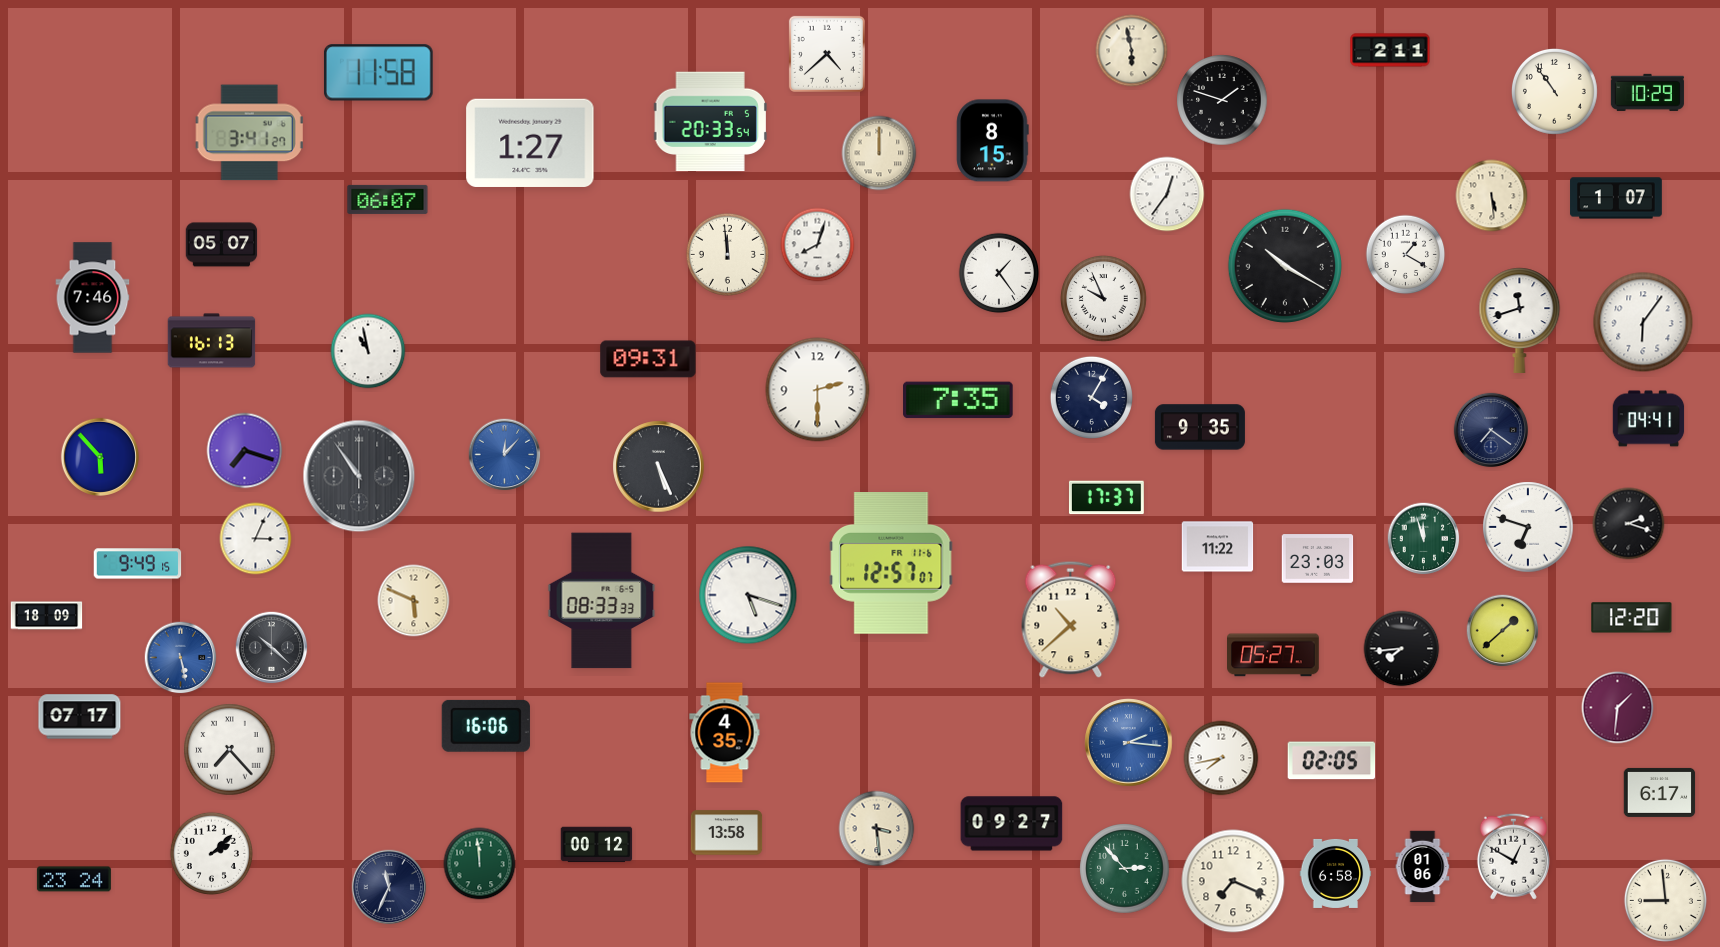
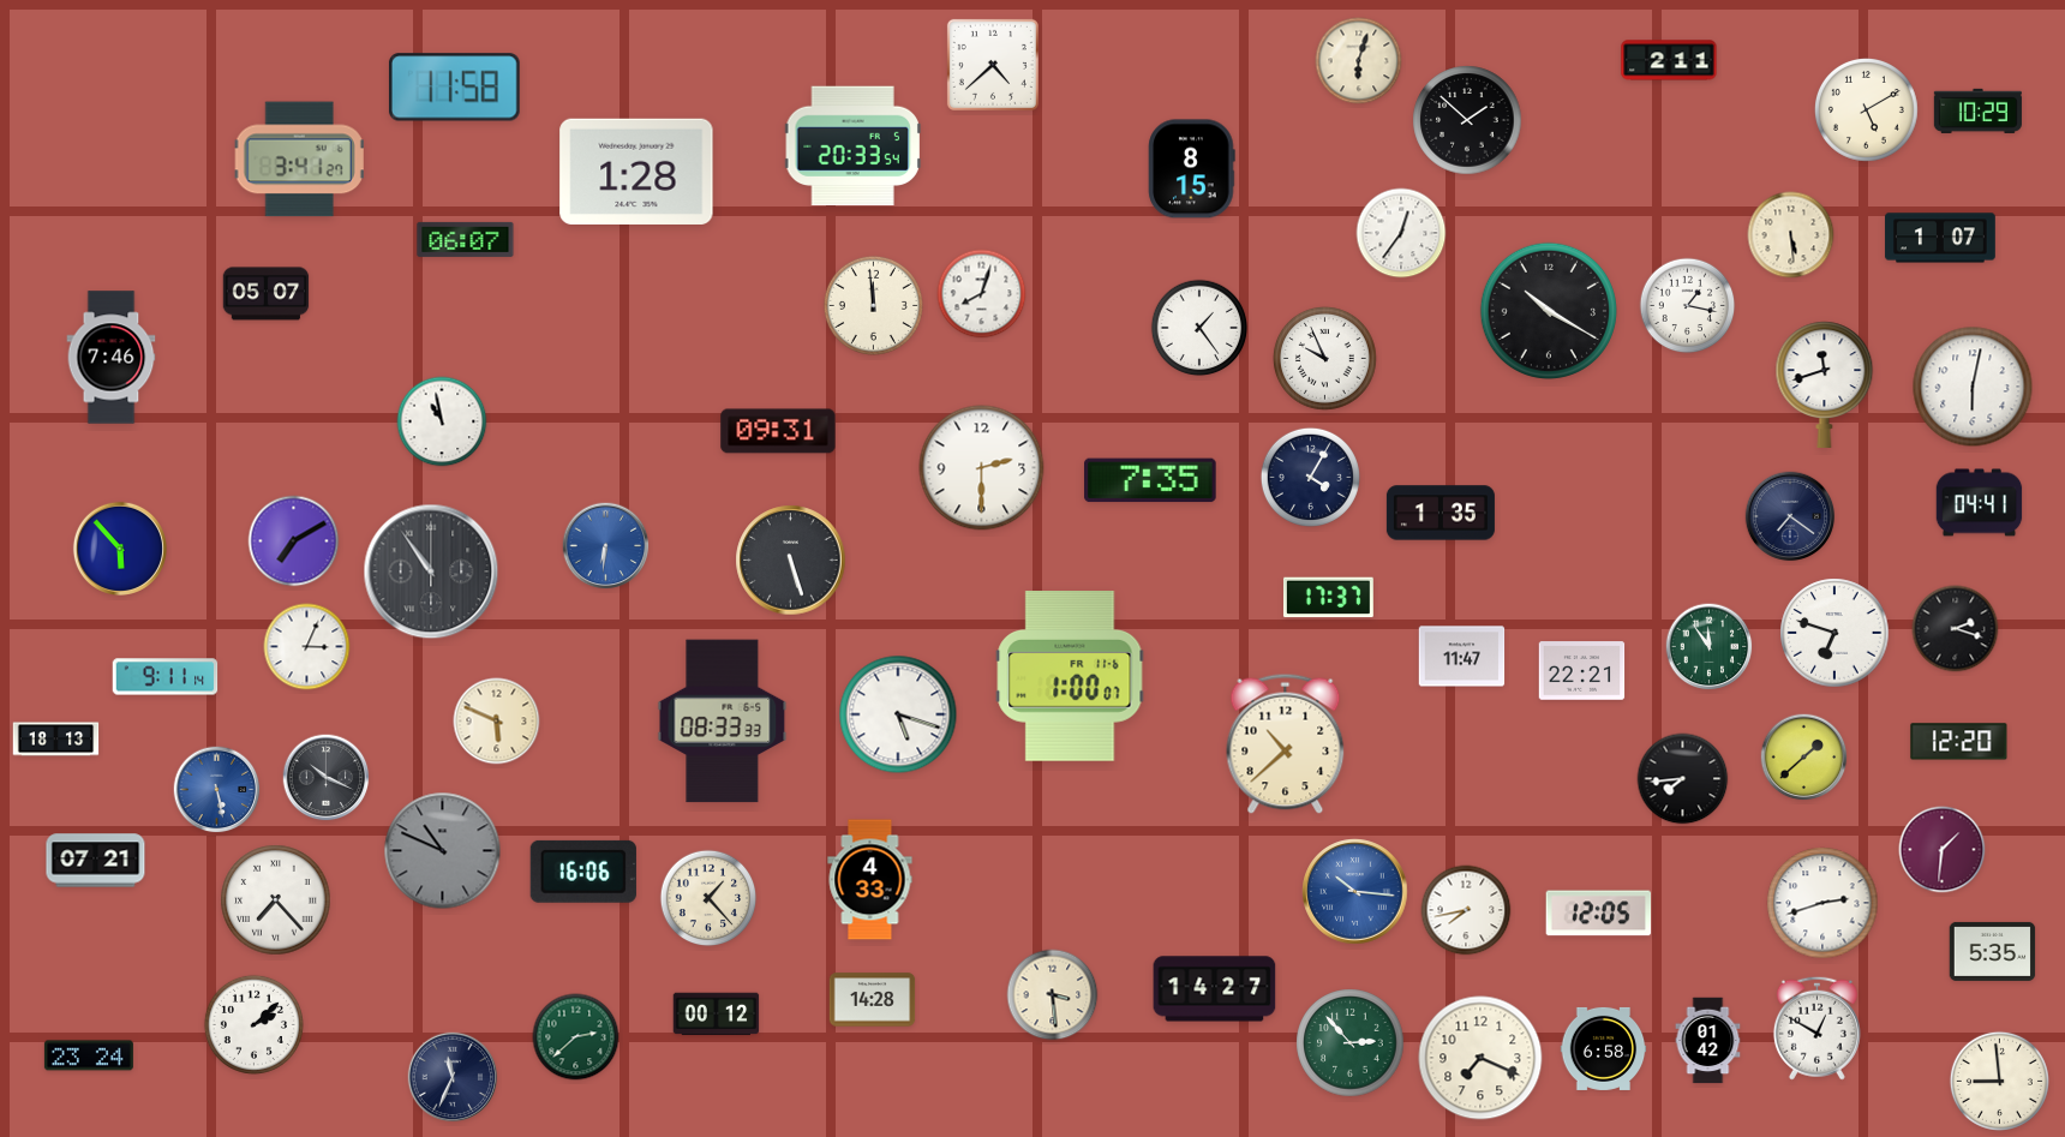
clock at (1132, 51): 5:58 -> 6:03
clock at (1554, 91): 10:54 -> 5:10
clock at (1222, 100): 1:48 -> 1:52
clock at (530, 143): 1:27 -> 1:28
clock at (879, 153): 12:00 -> none
clock at (1406, 255): 1:20 -> 1:17
clock at (1284, 265) position: (1284, 265) -> (1548, 310)
clock at (1643, 322): 6:06 -> 6:02
clock at (212, 341): 16:13 -> none
clock at (1200, 427): 9:35 -> 1:35
clock at (245, 451): 7:18 -> 7:10
clock at (505, 455): 12:07 -> 6:31
clock at (659, 467): 5:26 -> 5:27
clock at (1424, 539): 11:57 -> 11:54
clock at (1218, 547): 11:22 -> 11:47
clock at (1318, 559): 23:03 -> 22:21
clock at (138, 564): 9:49 -> 9:11
clock at (891, 564): 12:57 -> 1:00
clock at (47, 616): 18:09 -> 18:13
clock at (272, 648): 10:22 -> 10:19
clock at (1274, 655): 05:27 -> none
clock at (443, 851): none -> 10:49
clock at (80, 717): 07:17 -> 07:21
clock at (725, 733): 4:35 -> 4:33
clock at (1129, 743): 2:16 -> 10:16
clock at (708, 898): none -> 1:23
clock at (1822, 903): none -> 2:42
clock at (1332, 761): 02:05 -> 12:05
clock at (1660, 792): 6:17 -> 5:35
clock at (1012, 824): 09:27 -> 14:27
clock at (727, 833): 13:58 -> 14:28
clock at (480, 864): 11:59 -> 2:38
clock at (1423, 867): 01:06 -> 01:42
clock at (389, 887) position: (389, 887) -> (453, 1077)
